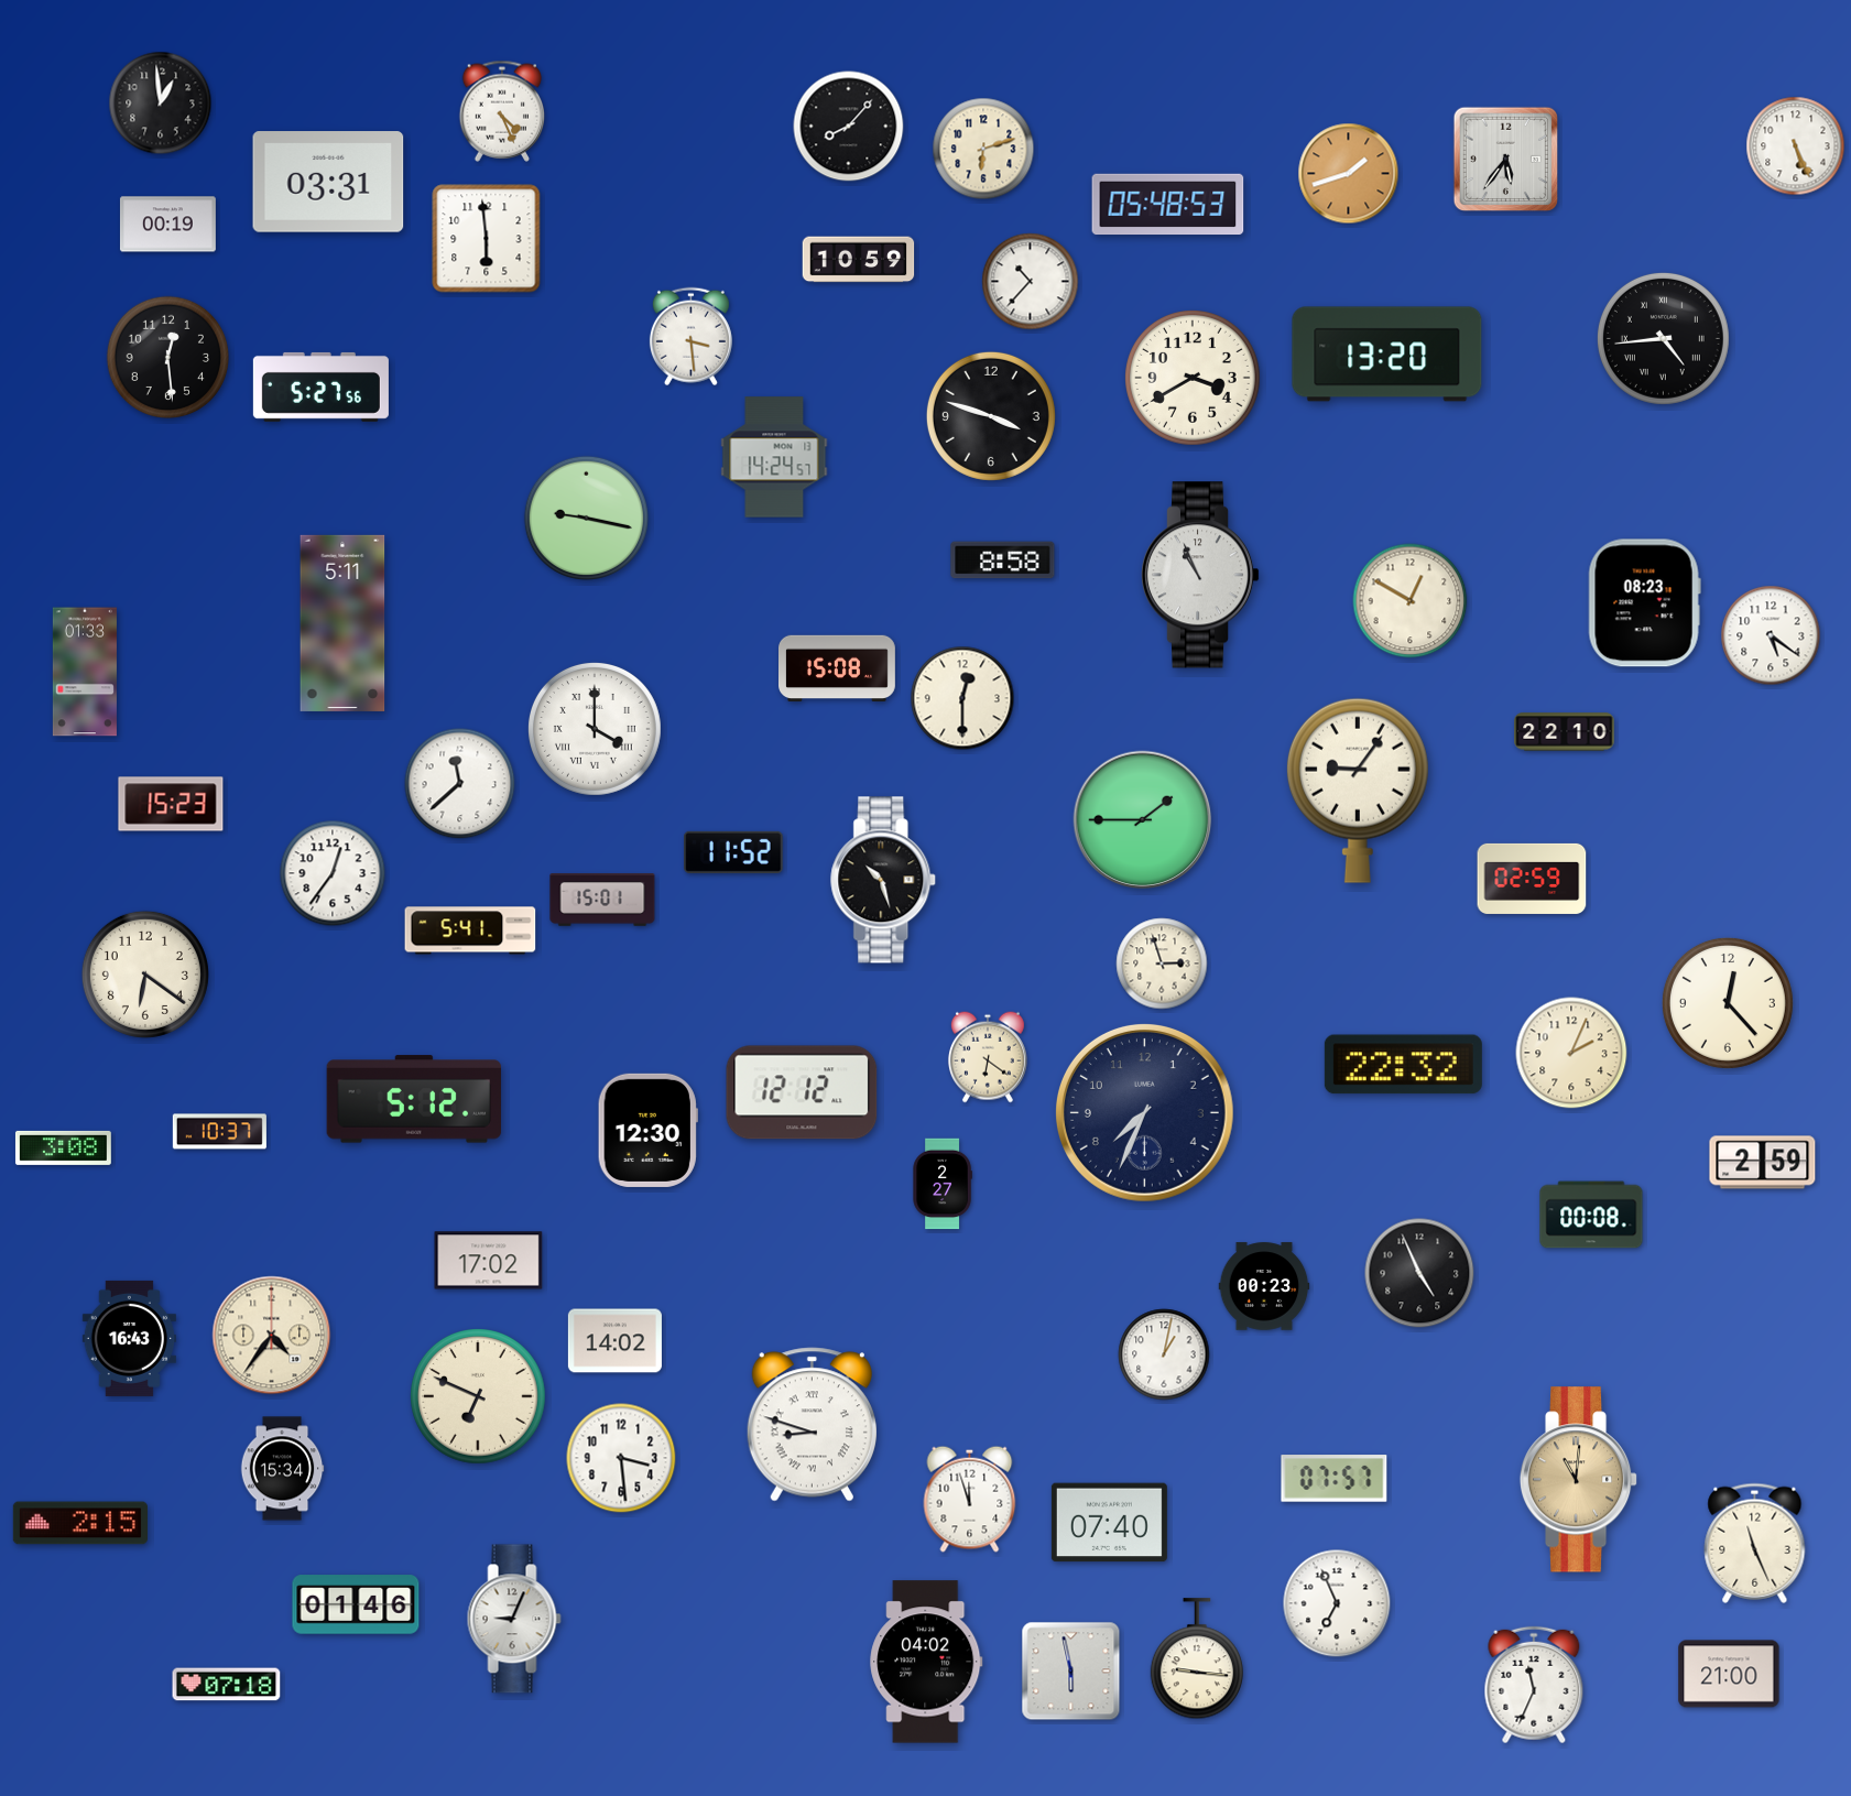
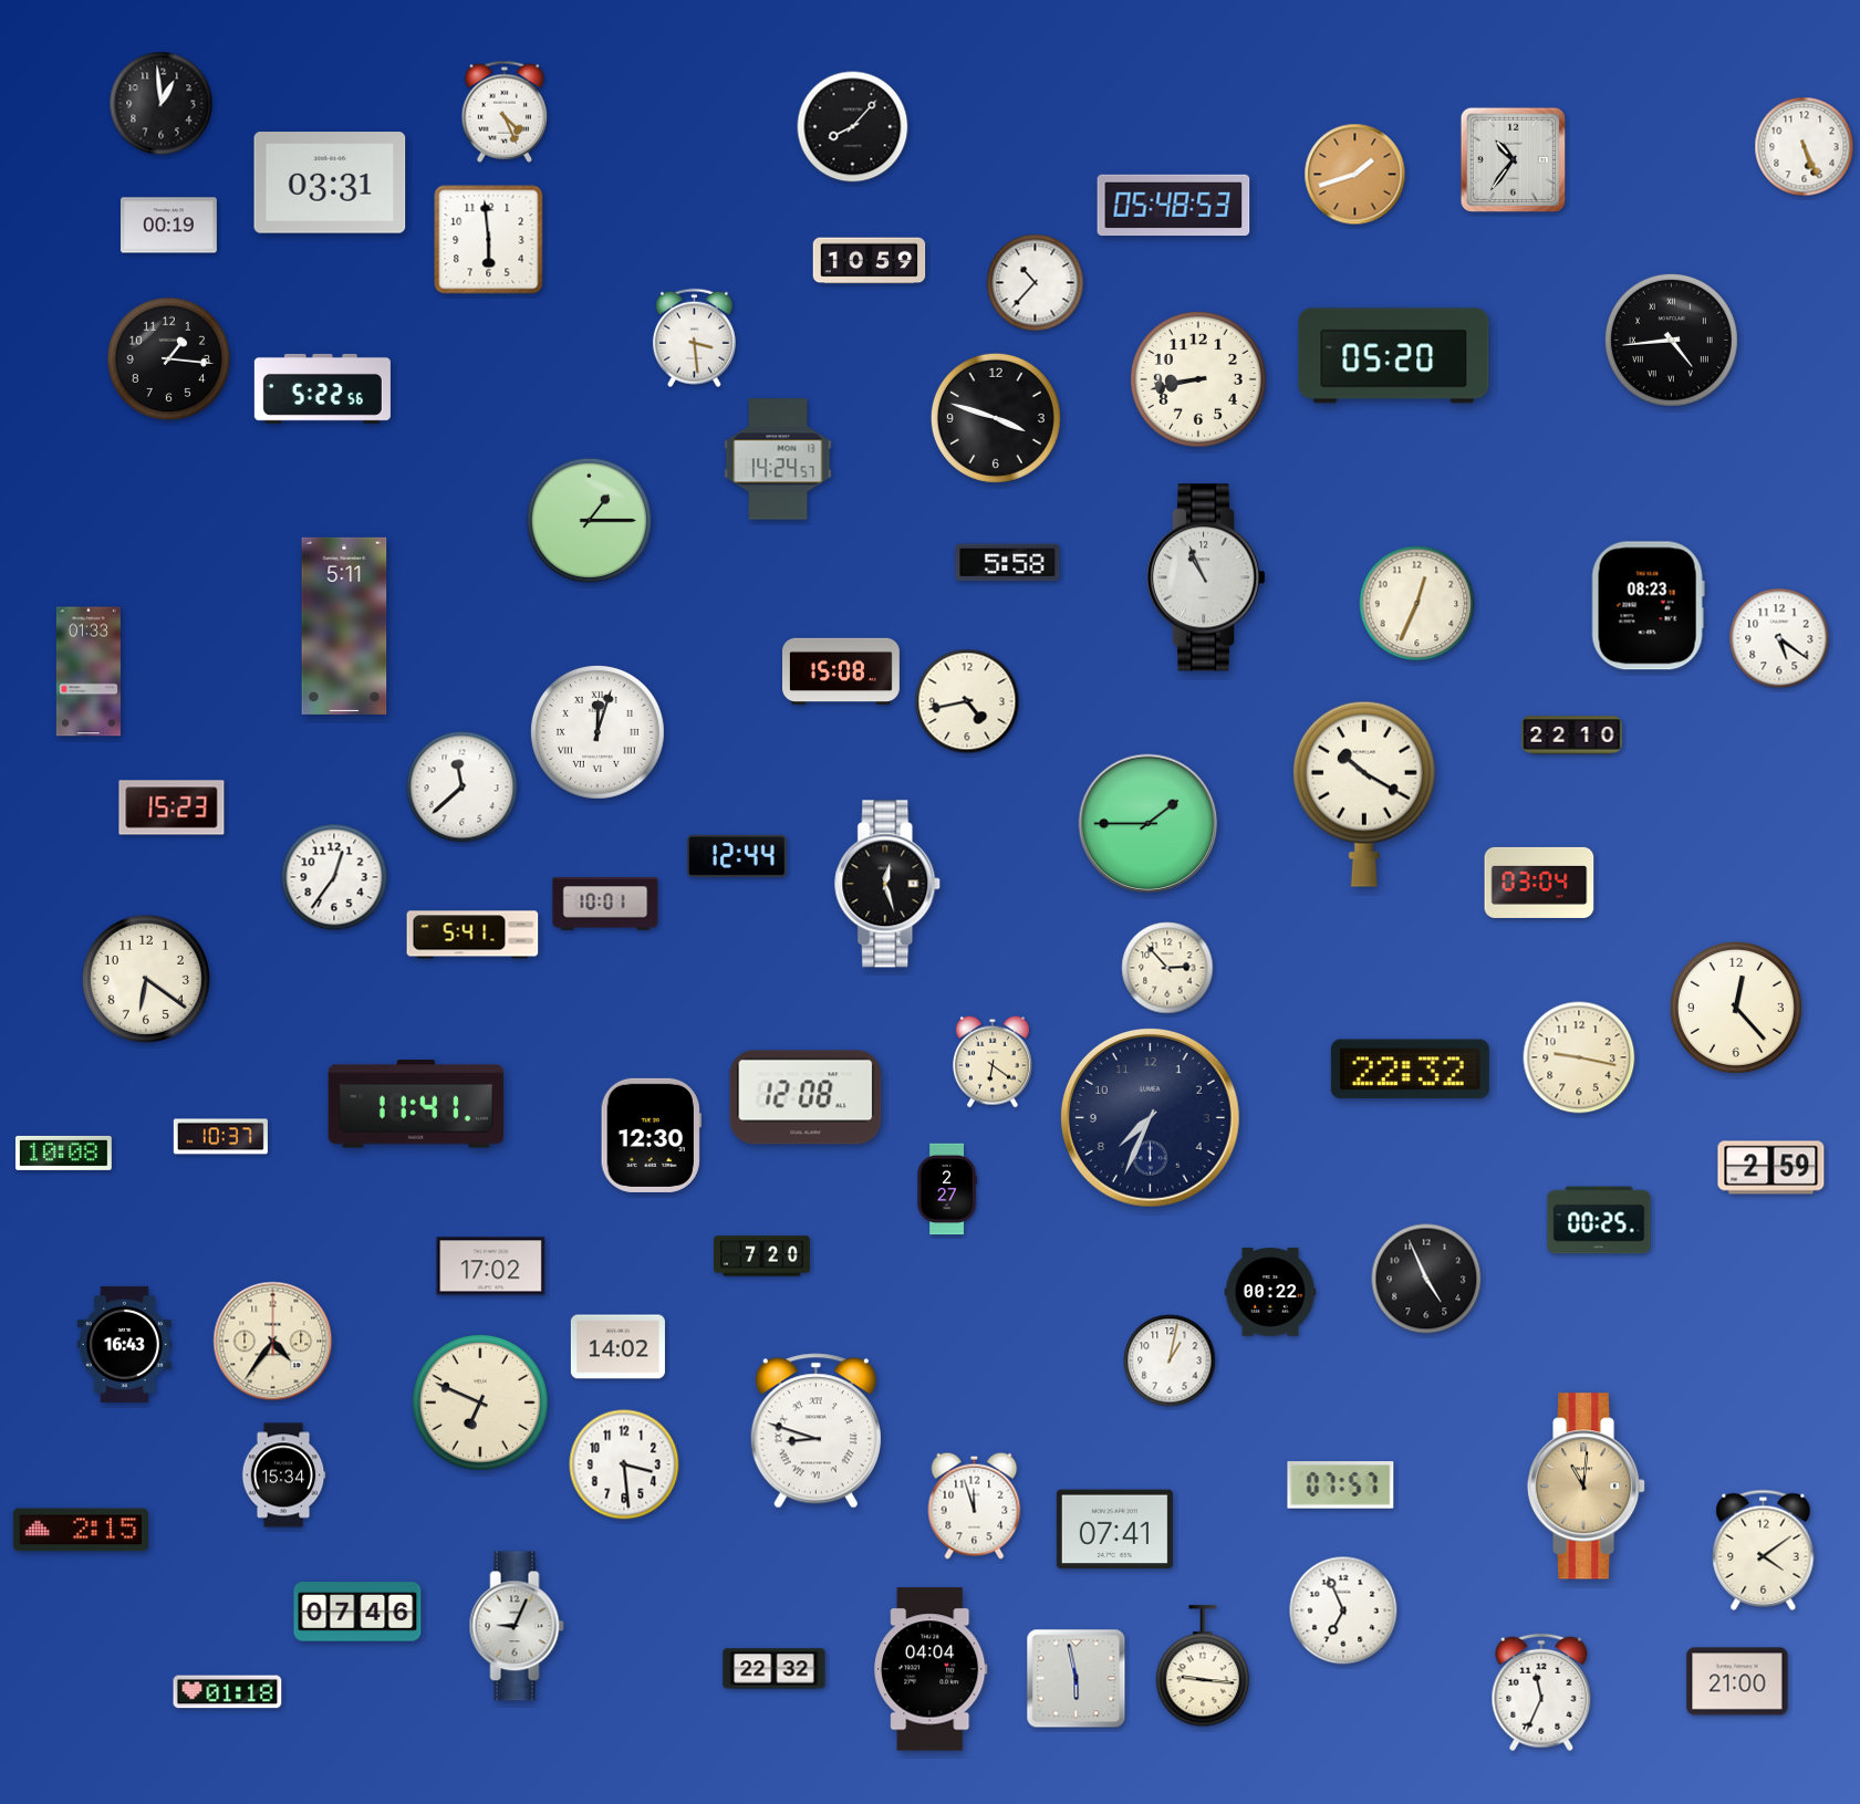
clock at (983, 149): 6:12 -> none
clock at (1506, 160): 5:36 -> 10:36
clock at (859, 260) position: (859, 260) -> (870, 261)
clock at (1387, 355): 13:20 -> 05:20
clock at (167, 357): 12:29 -> 1:16
clock at (1194, 379): 3:40 -> 8:43
clock at (320, 387): 5:27 -> 5:22
clock at (586, 518): 9:17 -> 1:15
clock at (1003, 560): 8:58 -> 5:58
clock at (1411, 601): 12:50 -> 12:34
clock at (1644, 603) position: (1644, 603) -> (1648, 606)
clock at (85, 672) position: (85, 672) -> (89, 671)
clock at (962, 698): 12:30 -> 4:43
clock at (595, 729): 4:00 -> 12:03
clock at (1358, 791): 9:06 -> 10:20
clock at (733, 852): 11:52 -> 12:44
clock at (1532, 879): 02:59 -> 03:04
clock at (884, 880): 10:27 -> 12:27
clock at (602, 900): 15:01 -> 10:01
clock at (1162, 964): 2:57 -> 2:53
clock at (1571, 1053): 2:04 -> 9:17
clock at (802, 1092): 12:12 -> 12:08
clock at (413, 1099): 5:12 -> 11:41
clock at (63, 1147): 3:08 -> 10:08
clock at (1591, 1215): 00:08 -> 00:25
clock at (762, 1256): none -> 7:20
clock at (1264, 1286): 00:23 -> 00:22
clock at (129, 1338) position: (129, 1338) -> (124, 1344)
clock at (1109, 1523): 07:40 -> 07:41
clock at (1755, 1543): 11:26 -> 4:09
clock at (356, 1604): 01:46 -> 07:46
clock at (775, 1669): none -> 22:32
clock at (926, 1662): 04:02 -> 04:04
clock at (227, 1685): 07:18 -> 01:18
